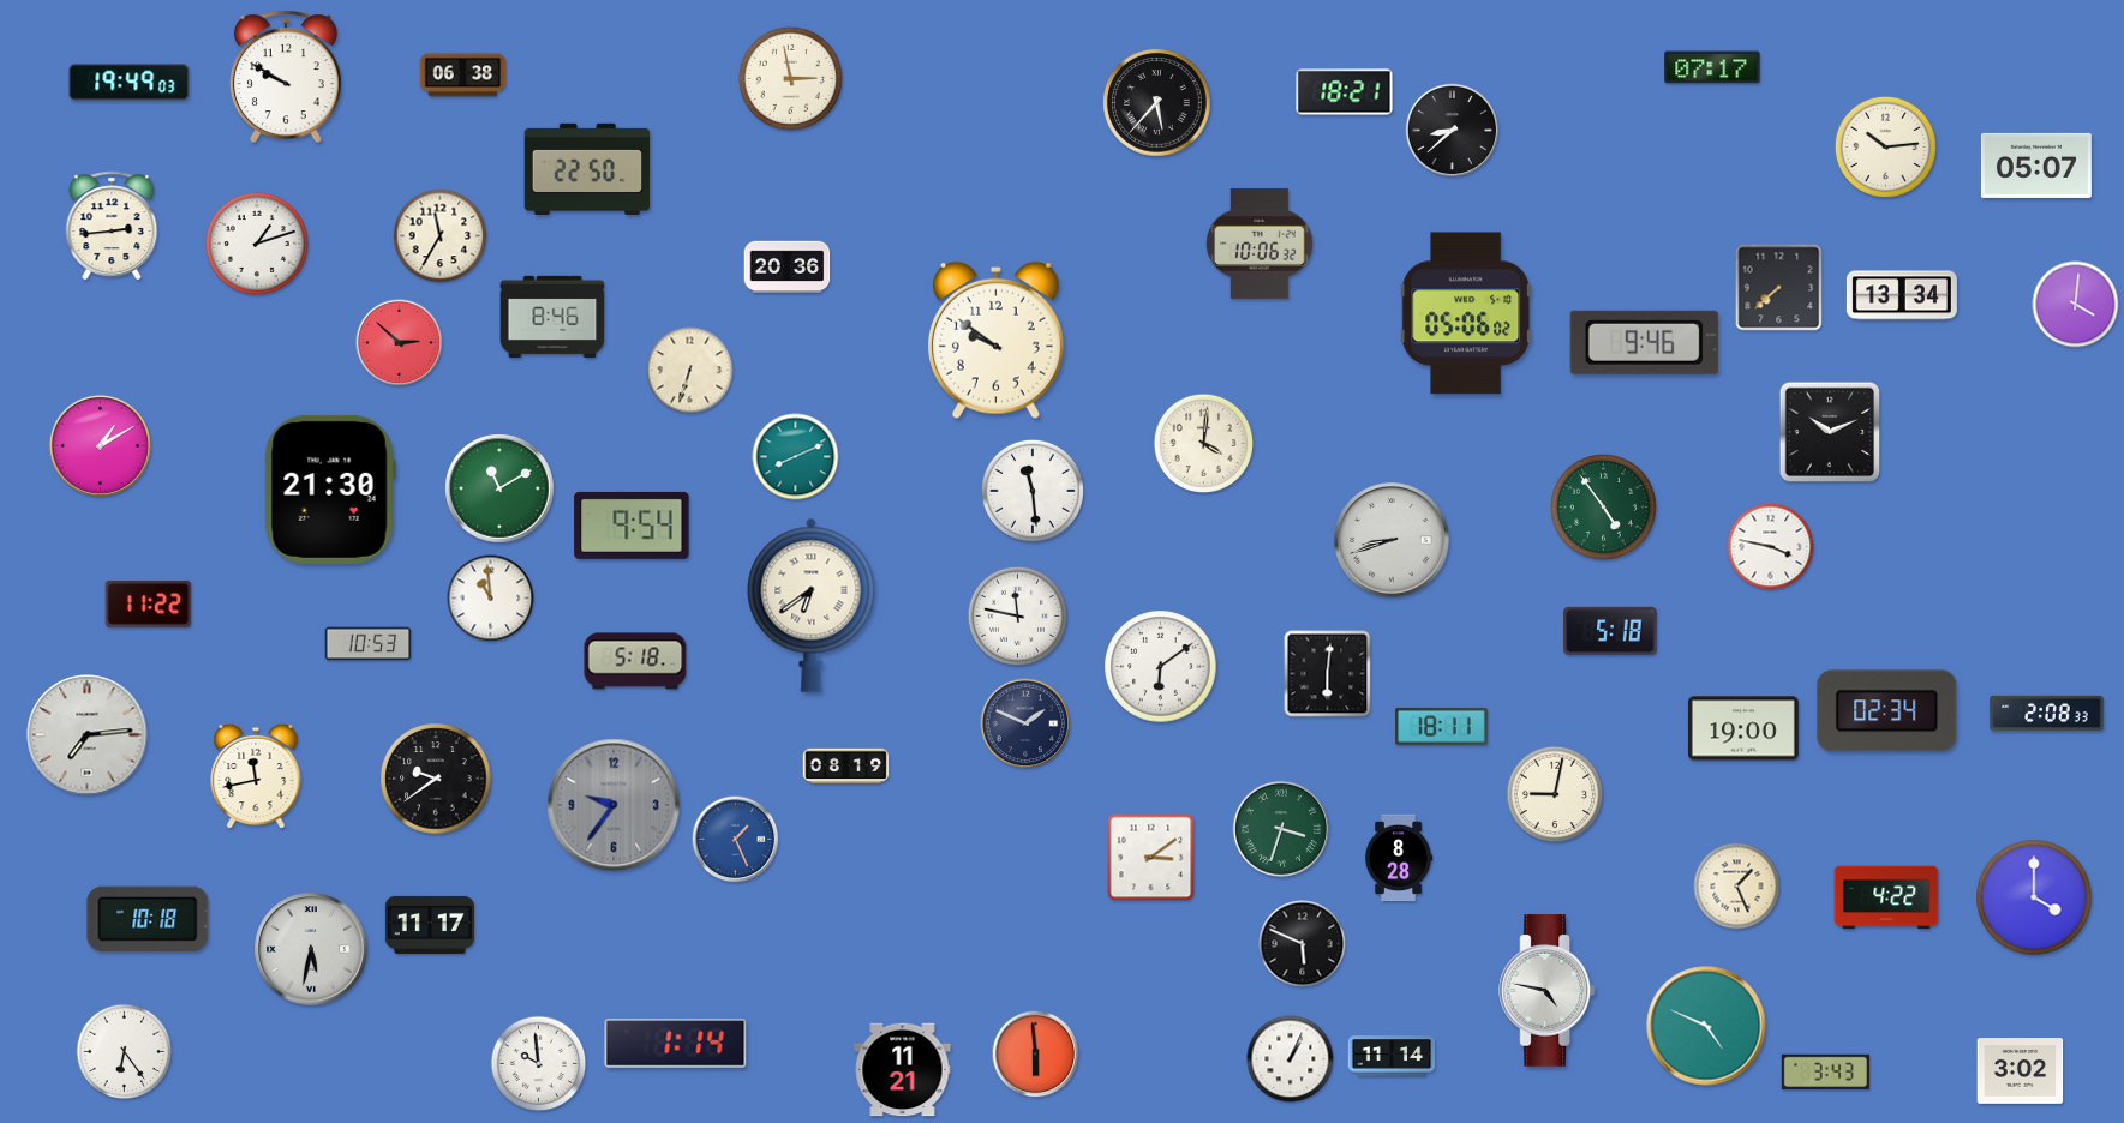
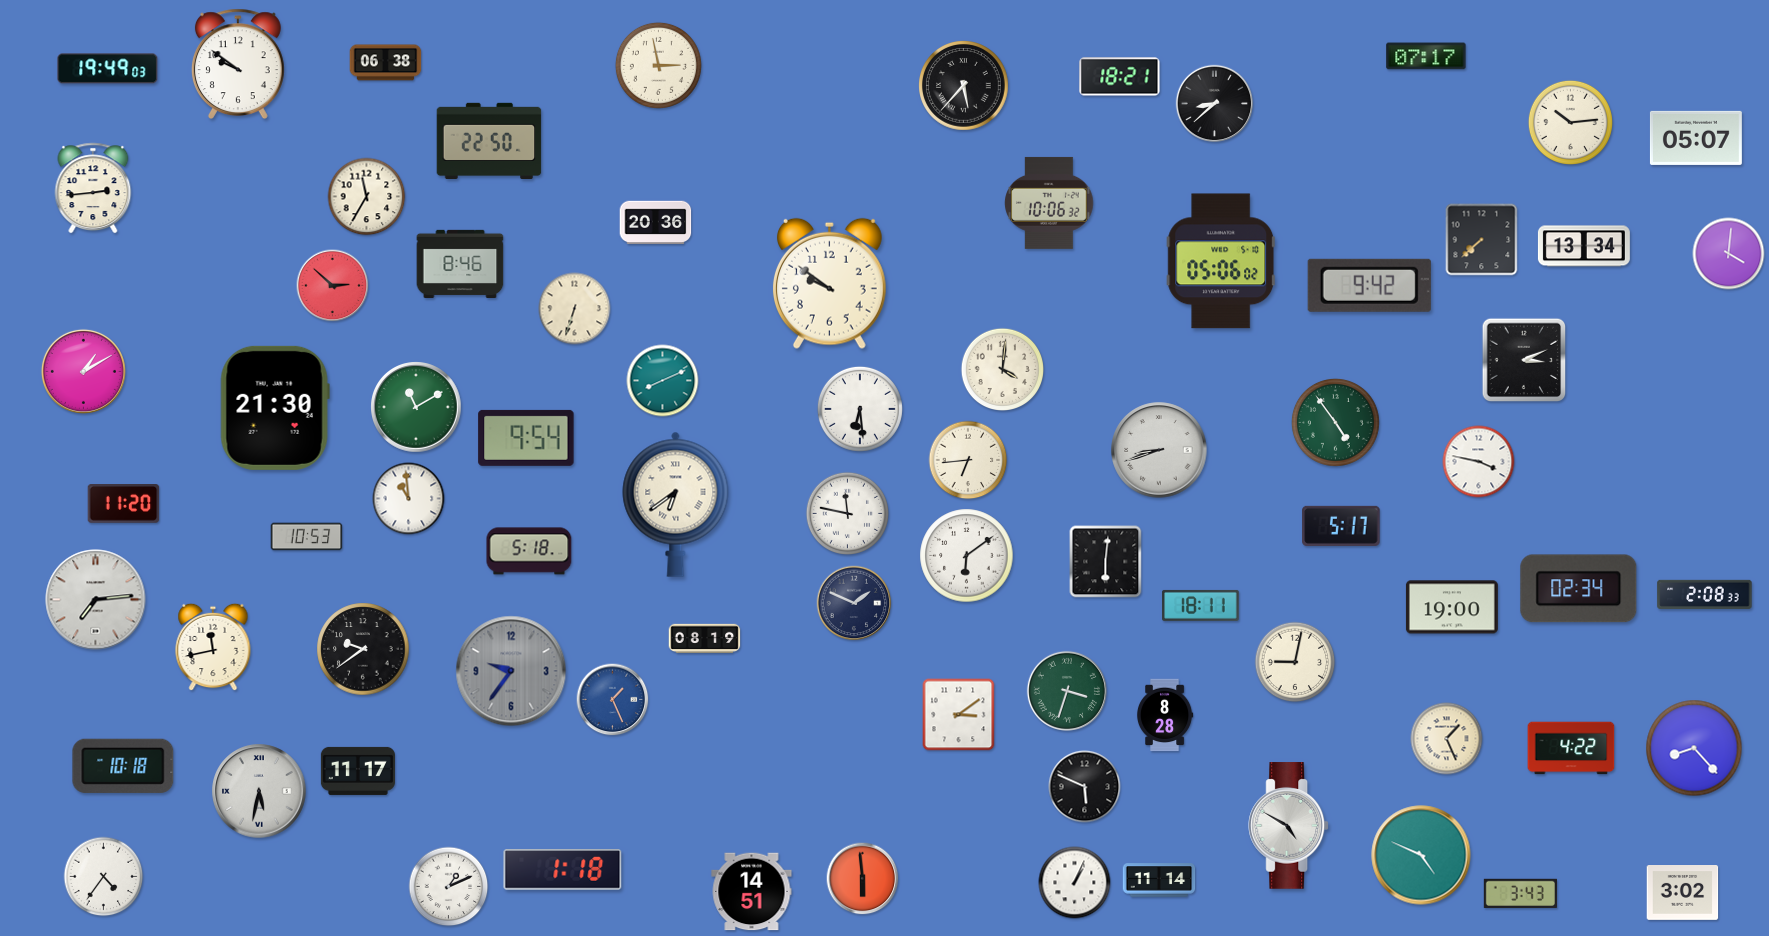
clock at (286, 77): 9:50 -> 9:51
clock at (1453, 131) position: (1453, 131) -> (1215, 104)
clock at (257, 244): 1:12 -> none
clock at (1644, 342): 9:46 -> 9:42
clock at (1830, 432): 10:11 -> 3:11
clock at (1033, 491): 11:29 -> 6:29
clock at (1771, 547) position: (1771, 547) -> (1479, 462)
clock at (968, 460): none -> 6:44
clock at (149, 605): 11:22 -> 11:20
clock at (1610, 631): 5:18 -> 5:17
clock at (1887, 711) position: (1887, 711) -> (1579, 589)
clock at (88, 735) position: (88, 735) -> (96, 600)
clock at (2034, 897): 4:00 -> 8:23
clock at (1548, 991): 4:47 -> 4:50
clock at (676, 1044): 1:14 -> 1:18
clock at (125, 1052): 6:24 -> 4:36
clock at (539, 1064): 9:59 -> 1:11
clock at (903, 1070): 11:21 -> 14:51
